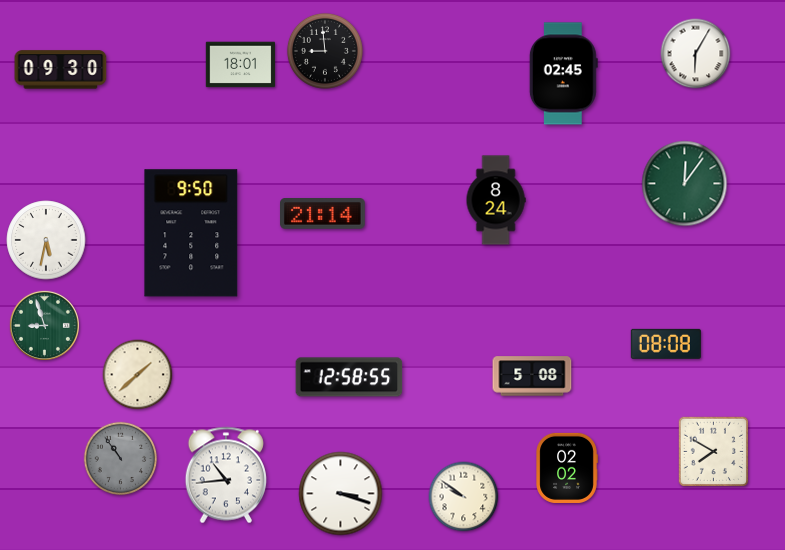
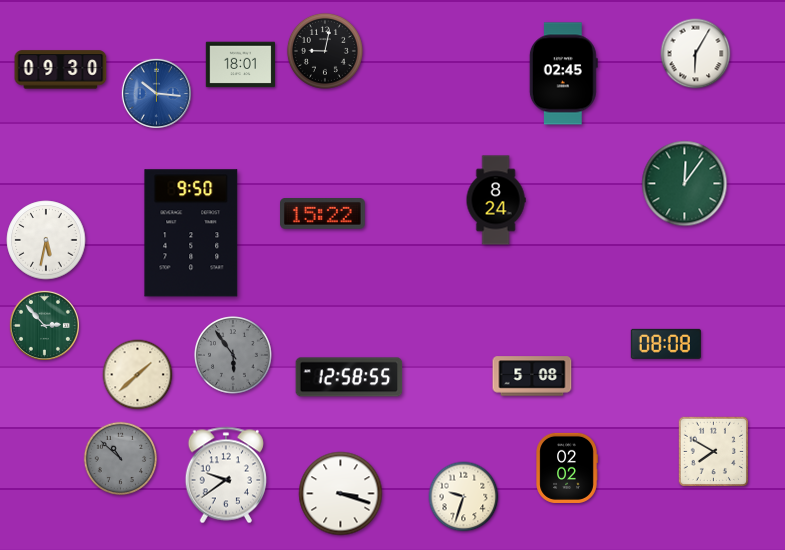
clock at (325, 51): 8:59 -> 9:02
clock at (156, 93): none -> 10:16
clock at (323, 214): 21:14 -> 15:22
clock at (44, 325): 8:57 -> 2:53
clock at (233, 355): none -> 5:54
clock at (121, 459): 10:54 -> 10:52
clock at (225, 475): 10:44 -> 9:39
clock at (464, 497): 9:51 -> 9:33
